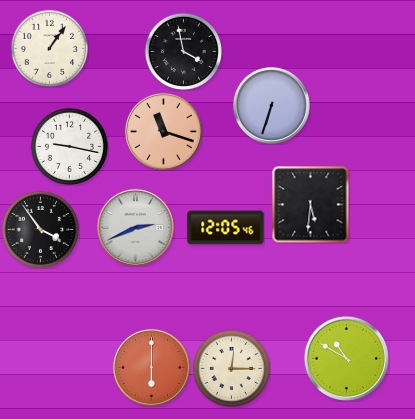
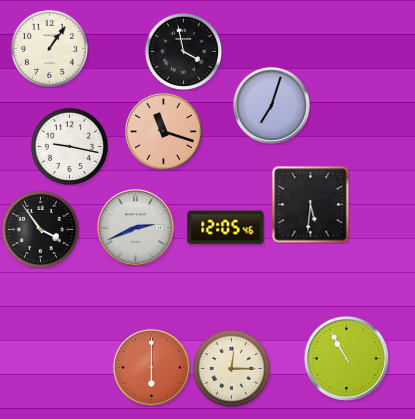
clock at (271, 105): 6:33 -> 7:03
clock at (346, 358): 10:50 -> 10:55
